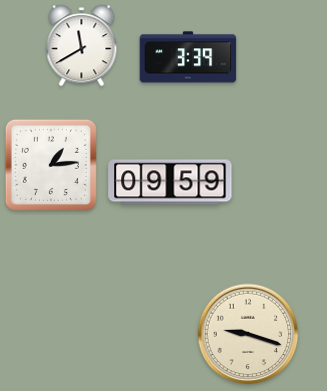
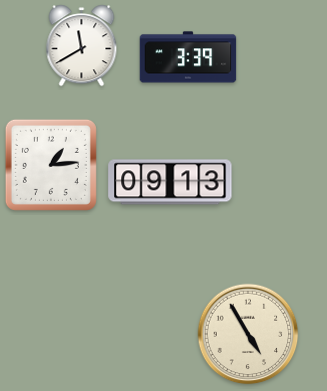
clock at (170, 182): 09:59 -> 09:13
clock at (248, 334): 9:18 -> 4:55
